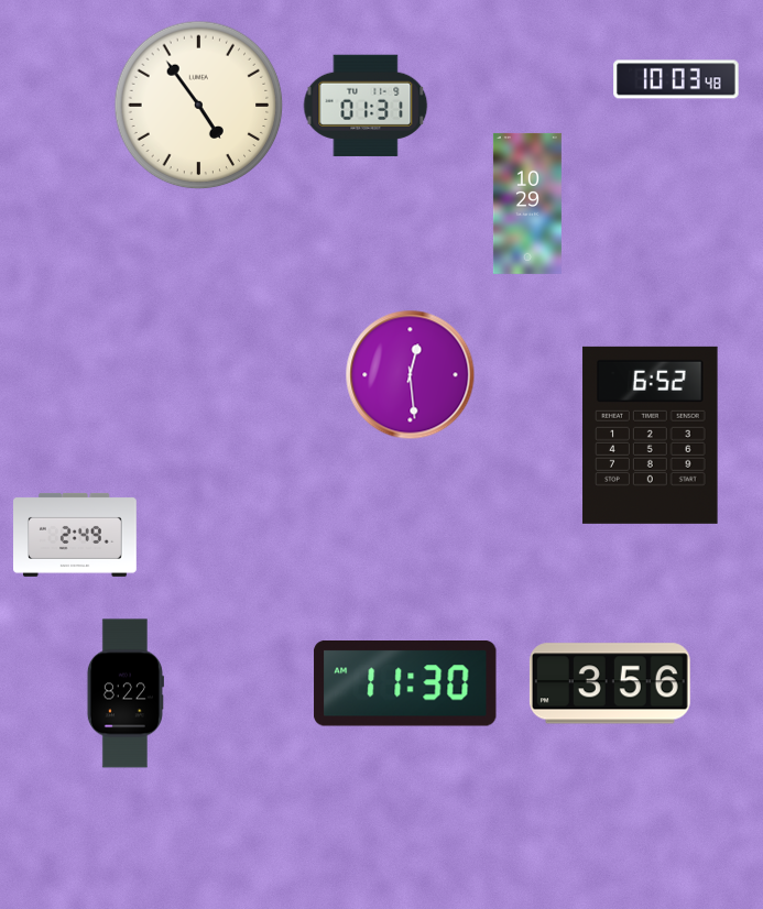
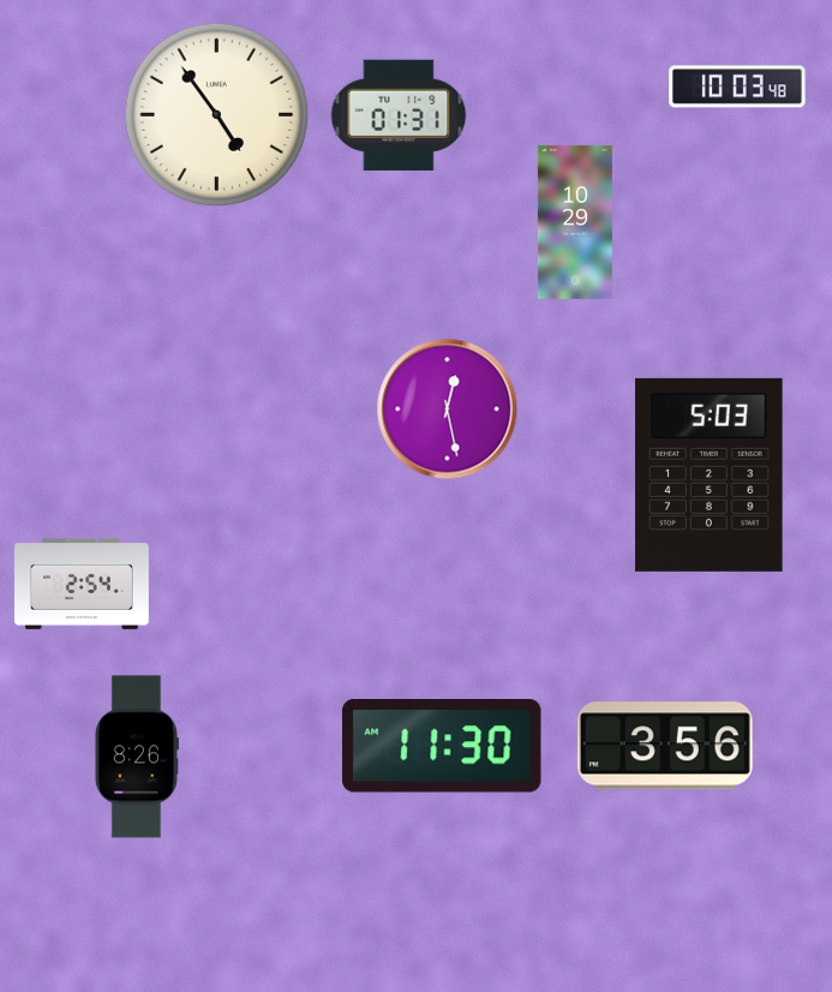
clock at (411, 375): 12:29 -> 12:28
clock at (651, 435): 6:52 -> 5:03
clock at (76, 535): 2:49 -> 2:54
clock at (126, 693): 8:22 -> 8:26
